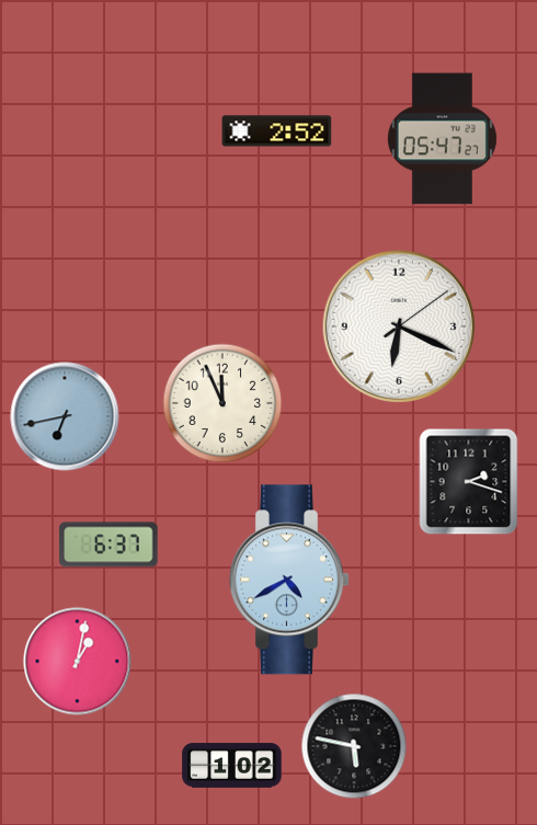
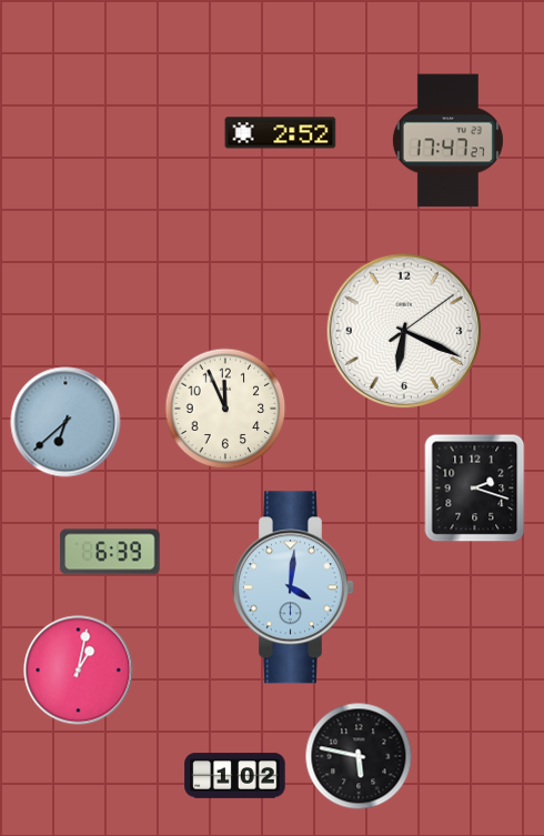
clock at (442, 139): 05:47 -> 17:47
clock at (65, 416): 6:43 -> 6:38
clock at (108, 545): 6:37 -> 6:39
clock at (289, 580): 4:40 -> 4:01
